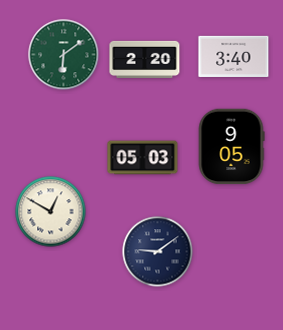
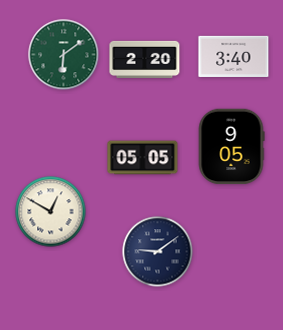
clock at (143, 158): 05:03 -> 05:05
